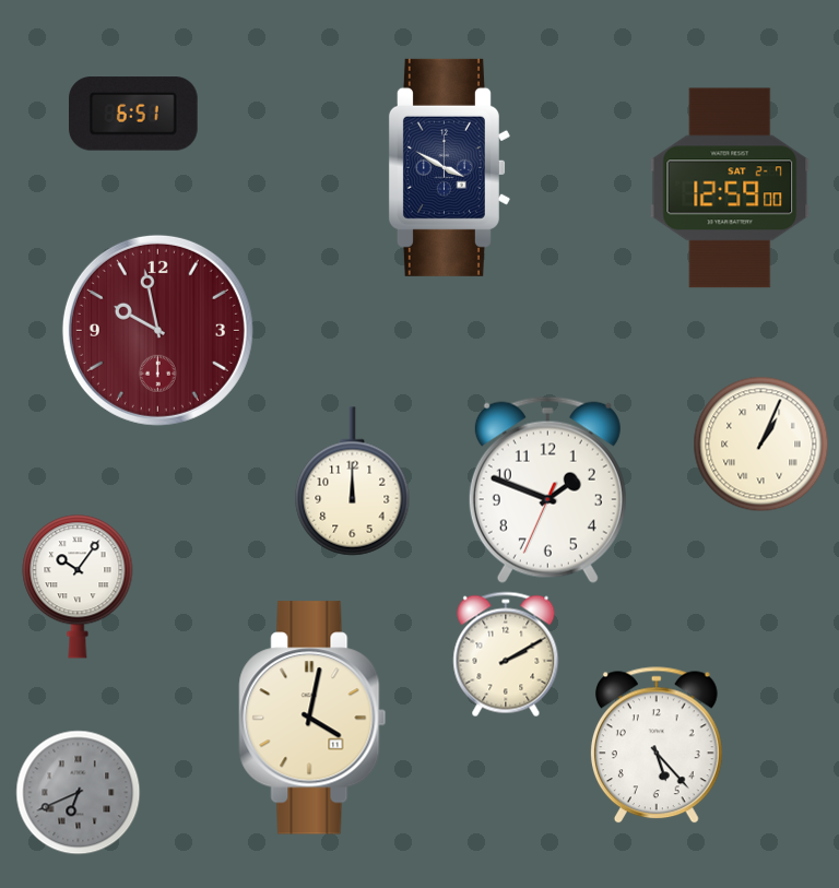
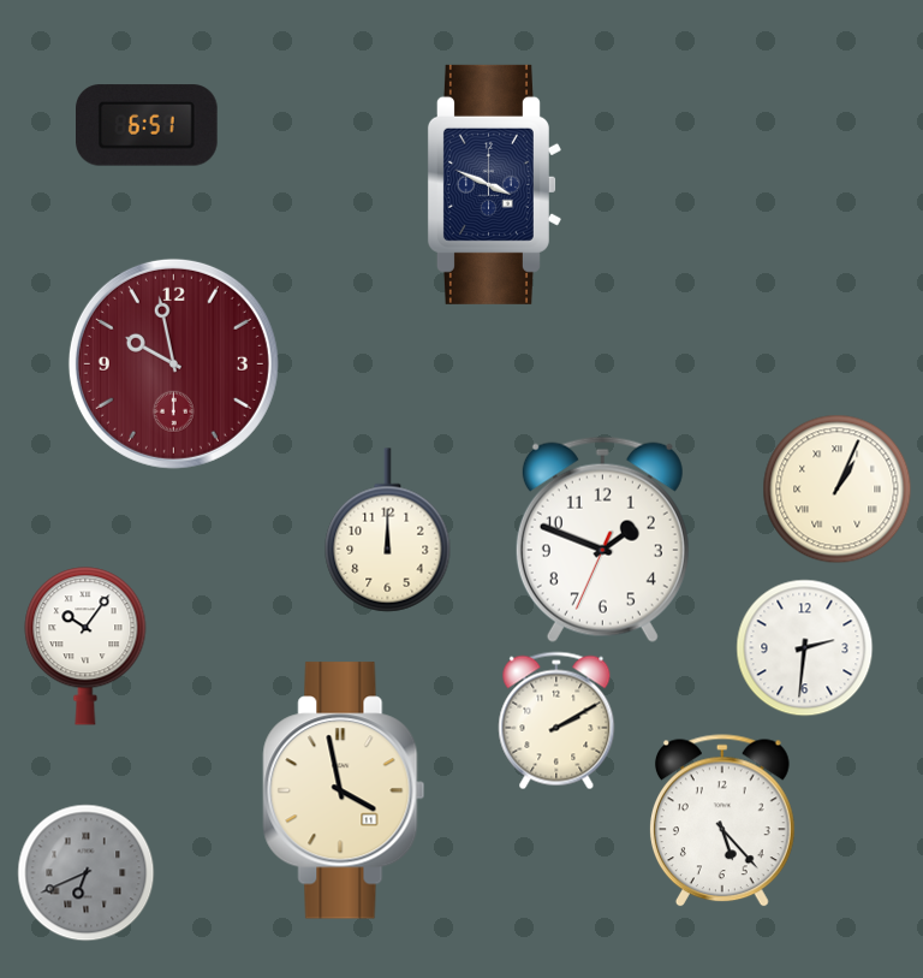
clock at (449, 167): 3:50 -> 3:49
clock at (730, 188): 12:59 -> none
clock at (805, 648): none -> 2:31
clock at (312, 718): 4:02 -> 3:58
